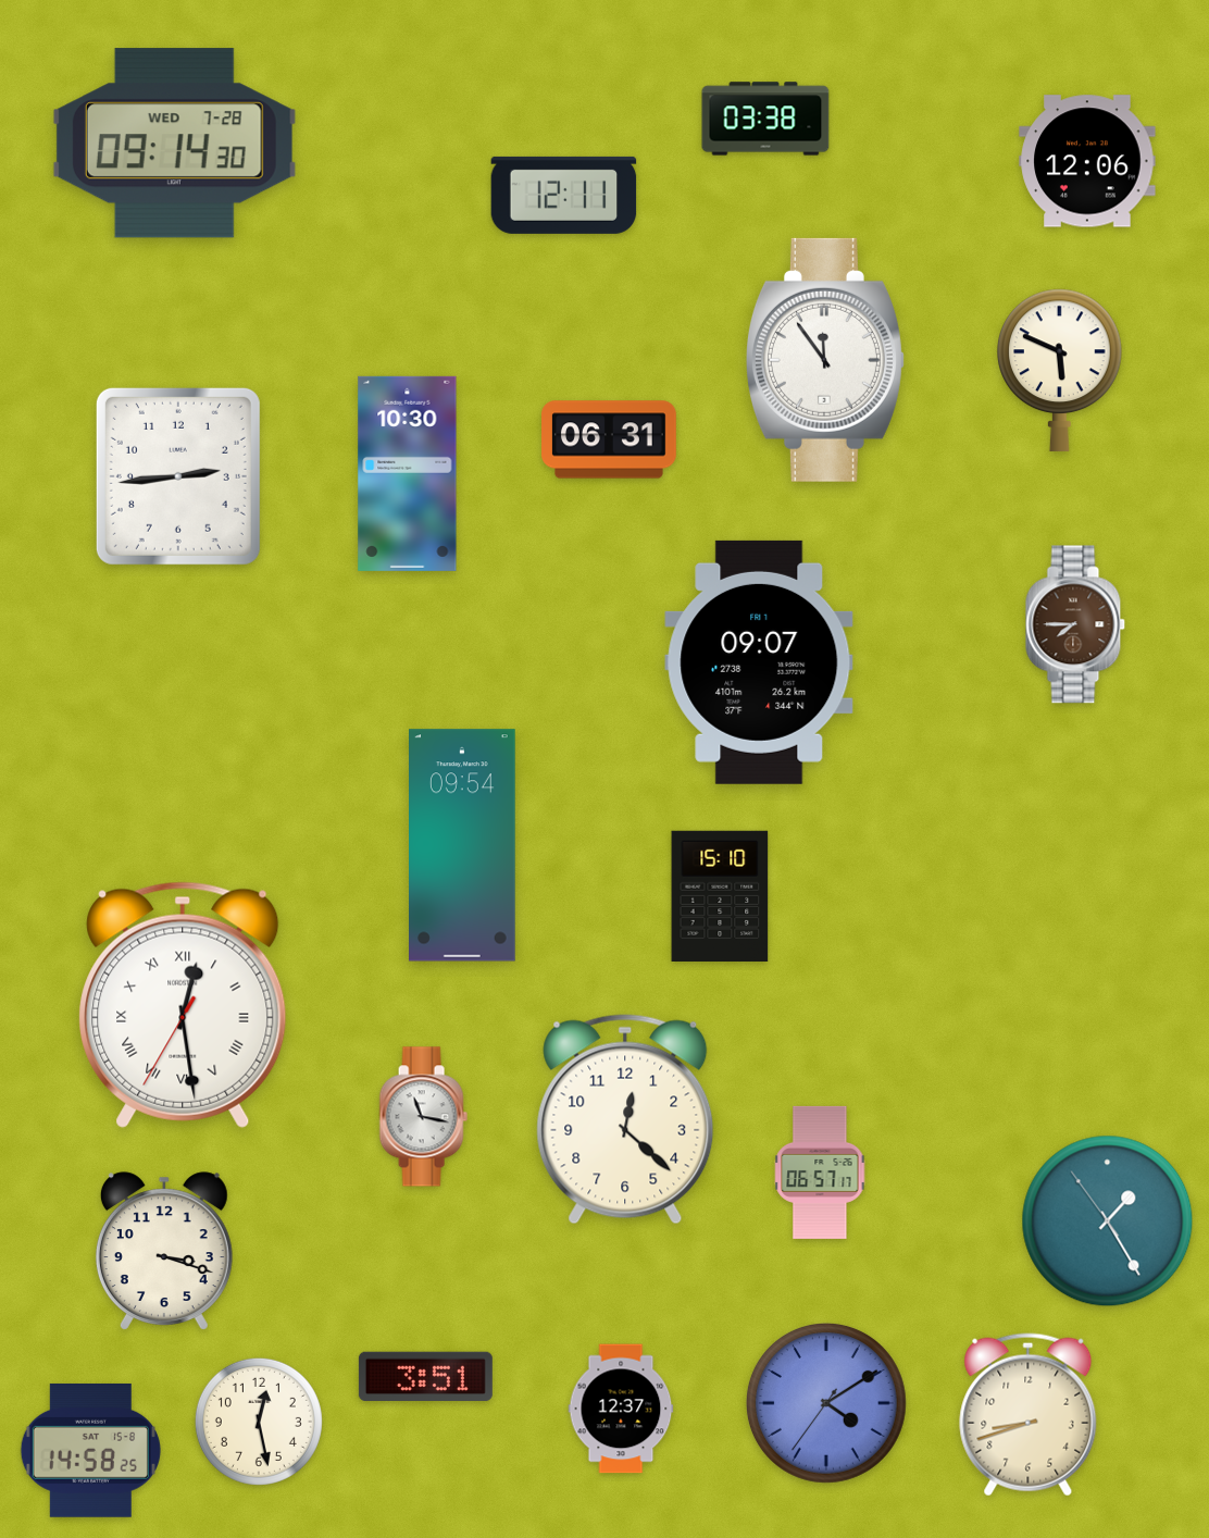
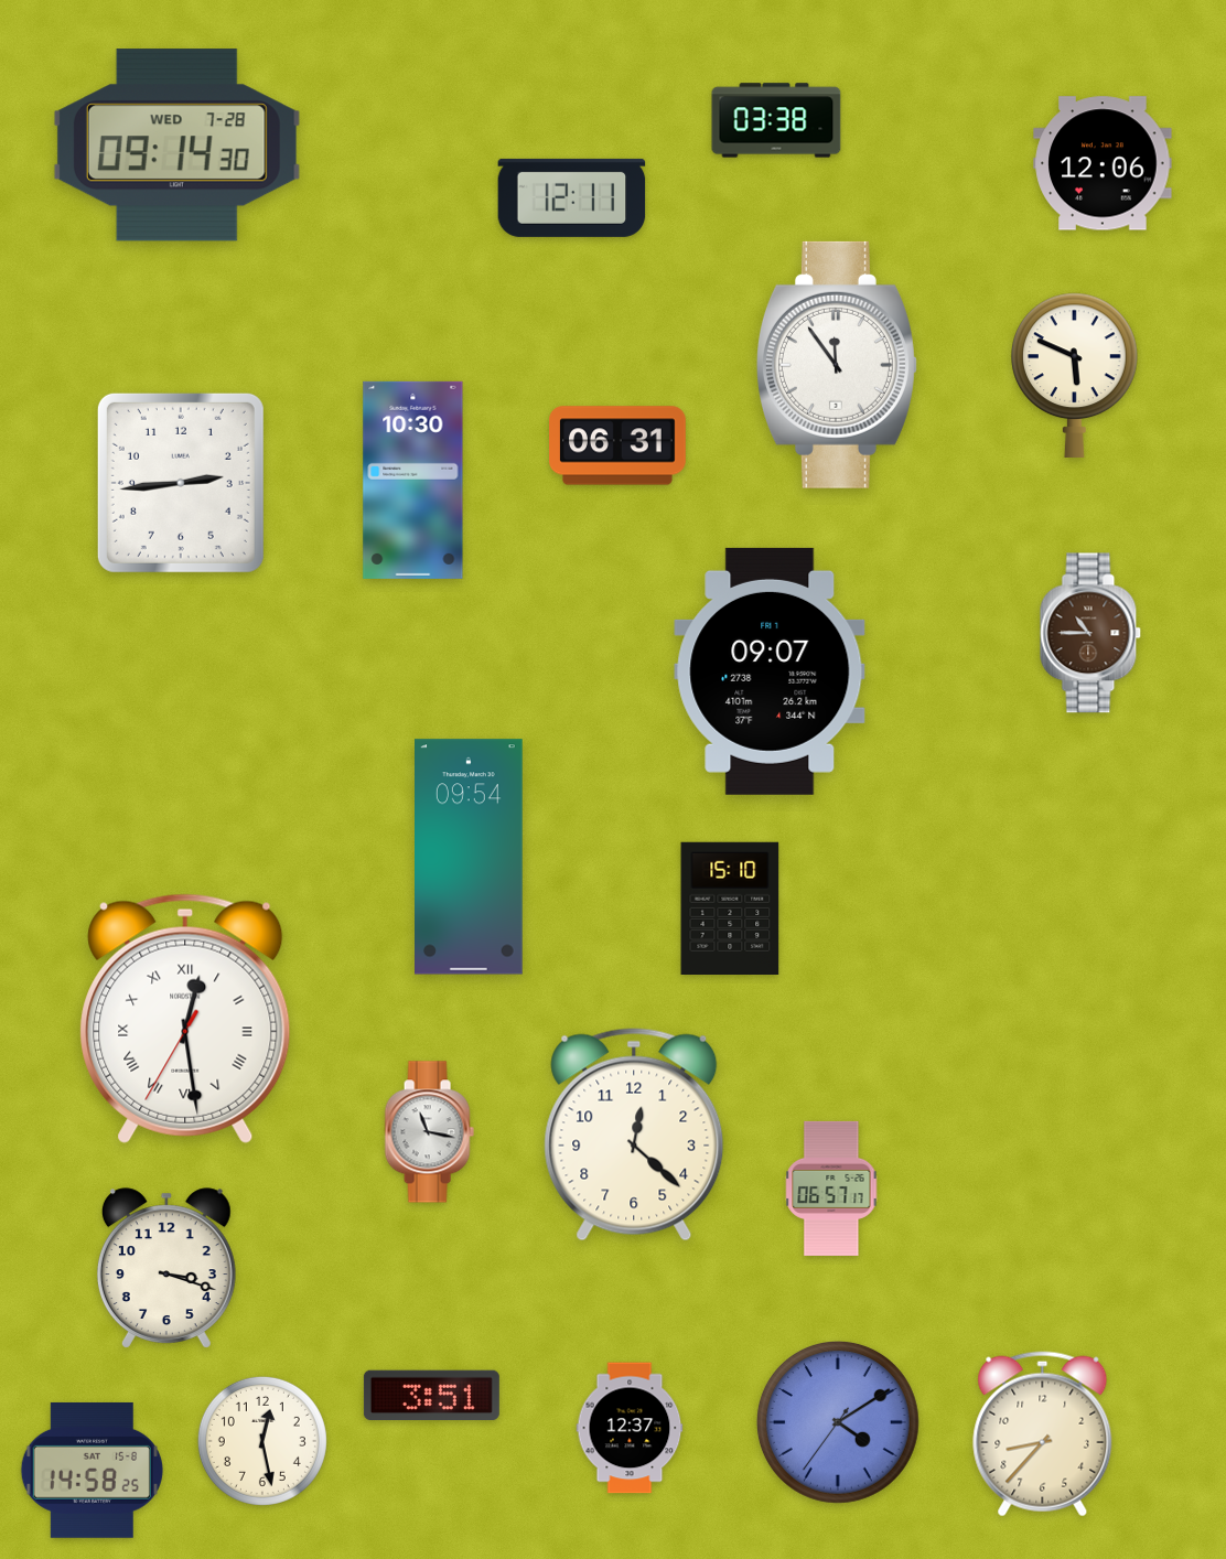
clock at (1075, 624): 7:45 -> 10:45
clock at (1108, 1221): 1:24 -> none
clock at (1029, 1415): 8:42 -> 8:37
